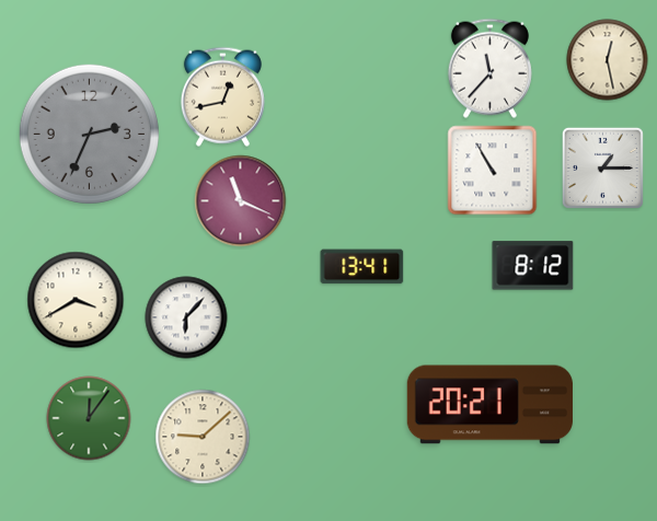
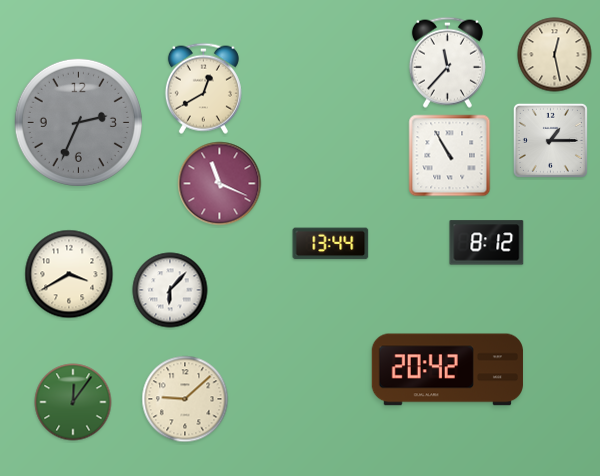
clock at (222, 96): 12:43 -> 12:40
clock at (89, 134) position: (89, 134) -> (78, 122)
clock at (602, 167) position: (602, 167) -> (550, 140)
clock at (362, 267): 13:41 -> 13:44
clock at (489, 405): 20:21 -> 20:42
clock at (89, 418) position: (89, 418) -> (73, 402)
